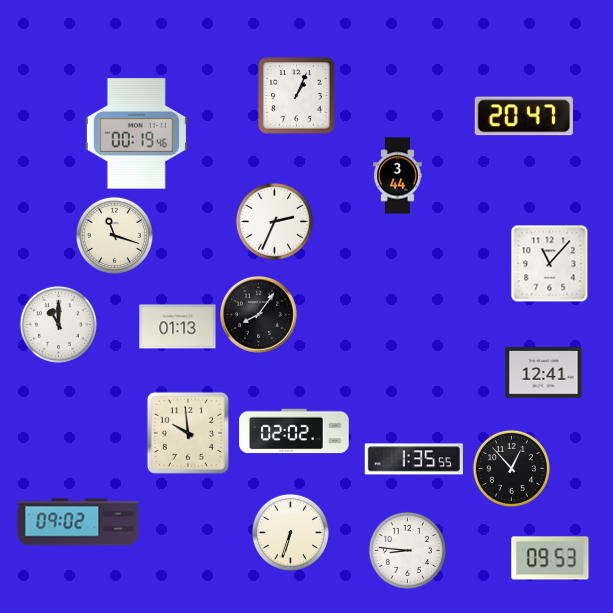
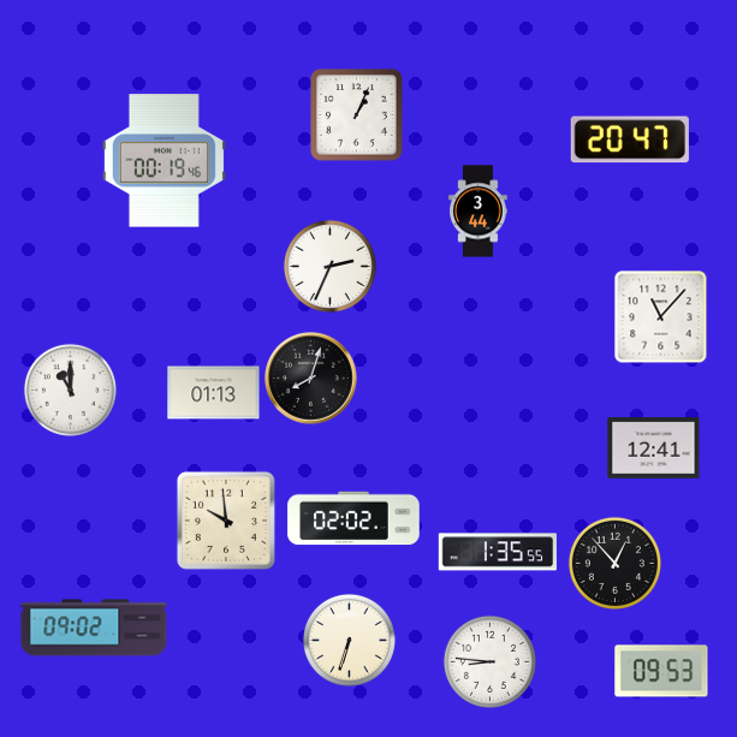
clock at (114, 235): 11:18 -> none
clock at (259, 315): 8:06 -> 8:03
